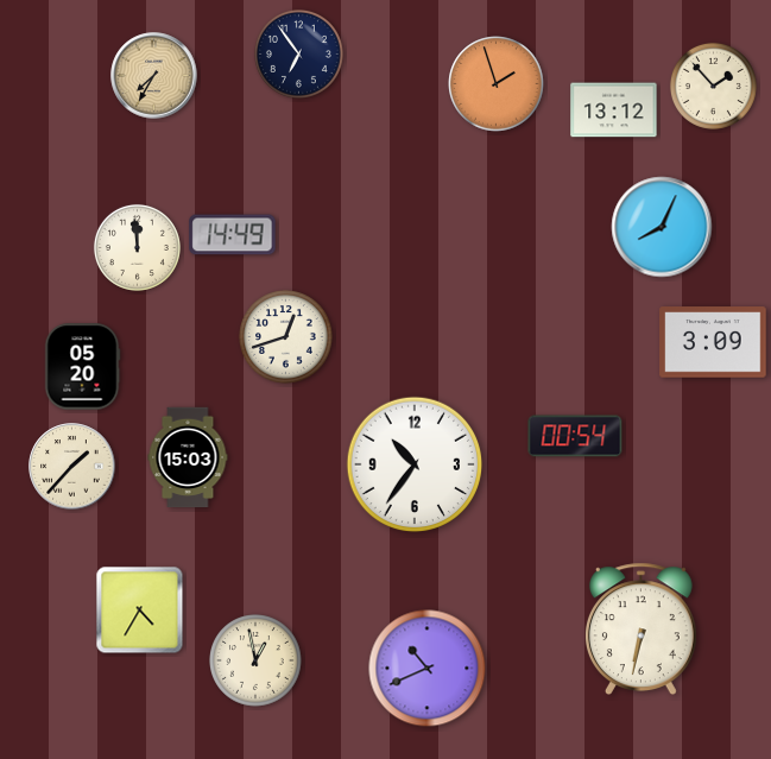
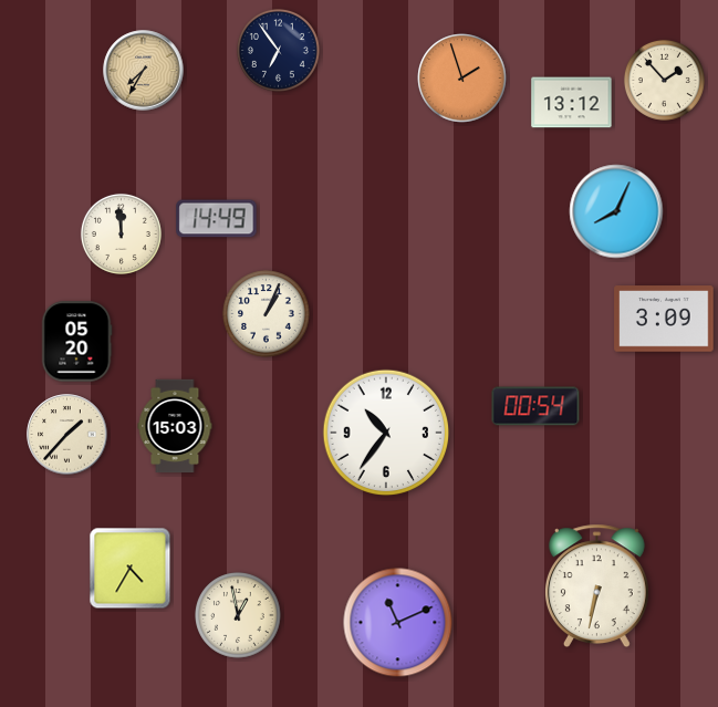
clock at (137, 247) position: (137, 247) -> (121, 233)
clock at (286, 337): 12:42 -> 1:04
clock at (428, 669): 10:41 -> 11:11
